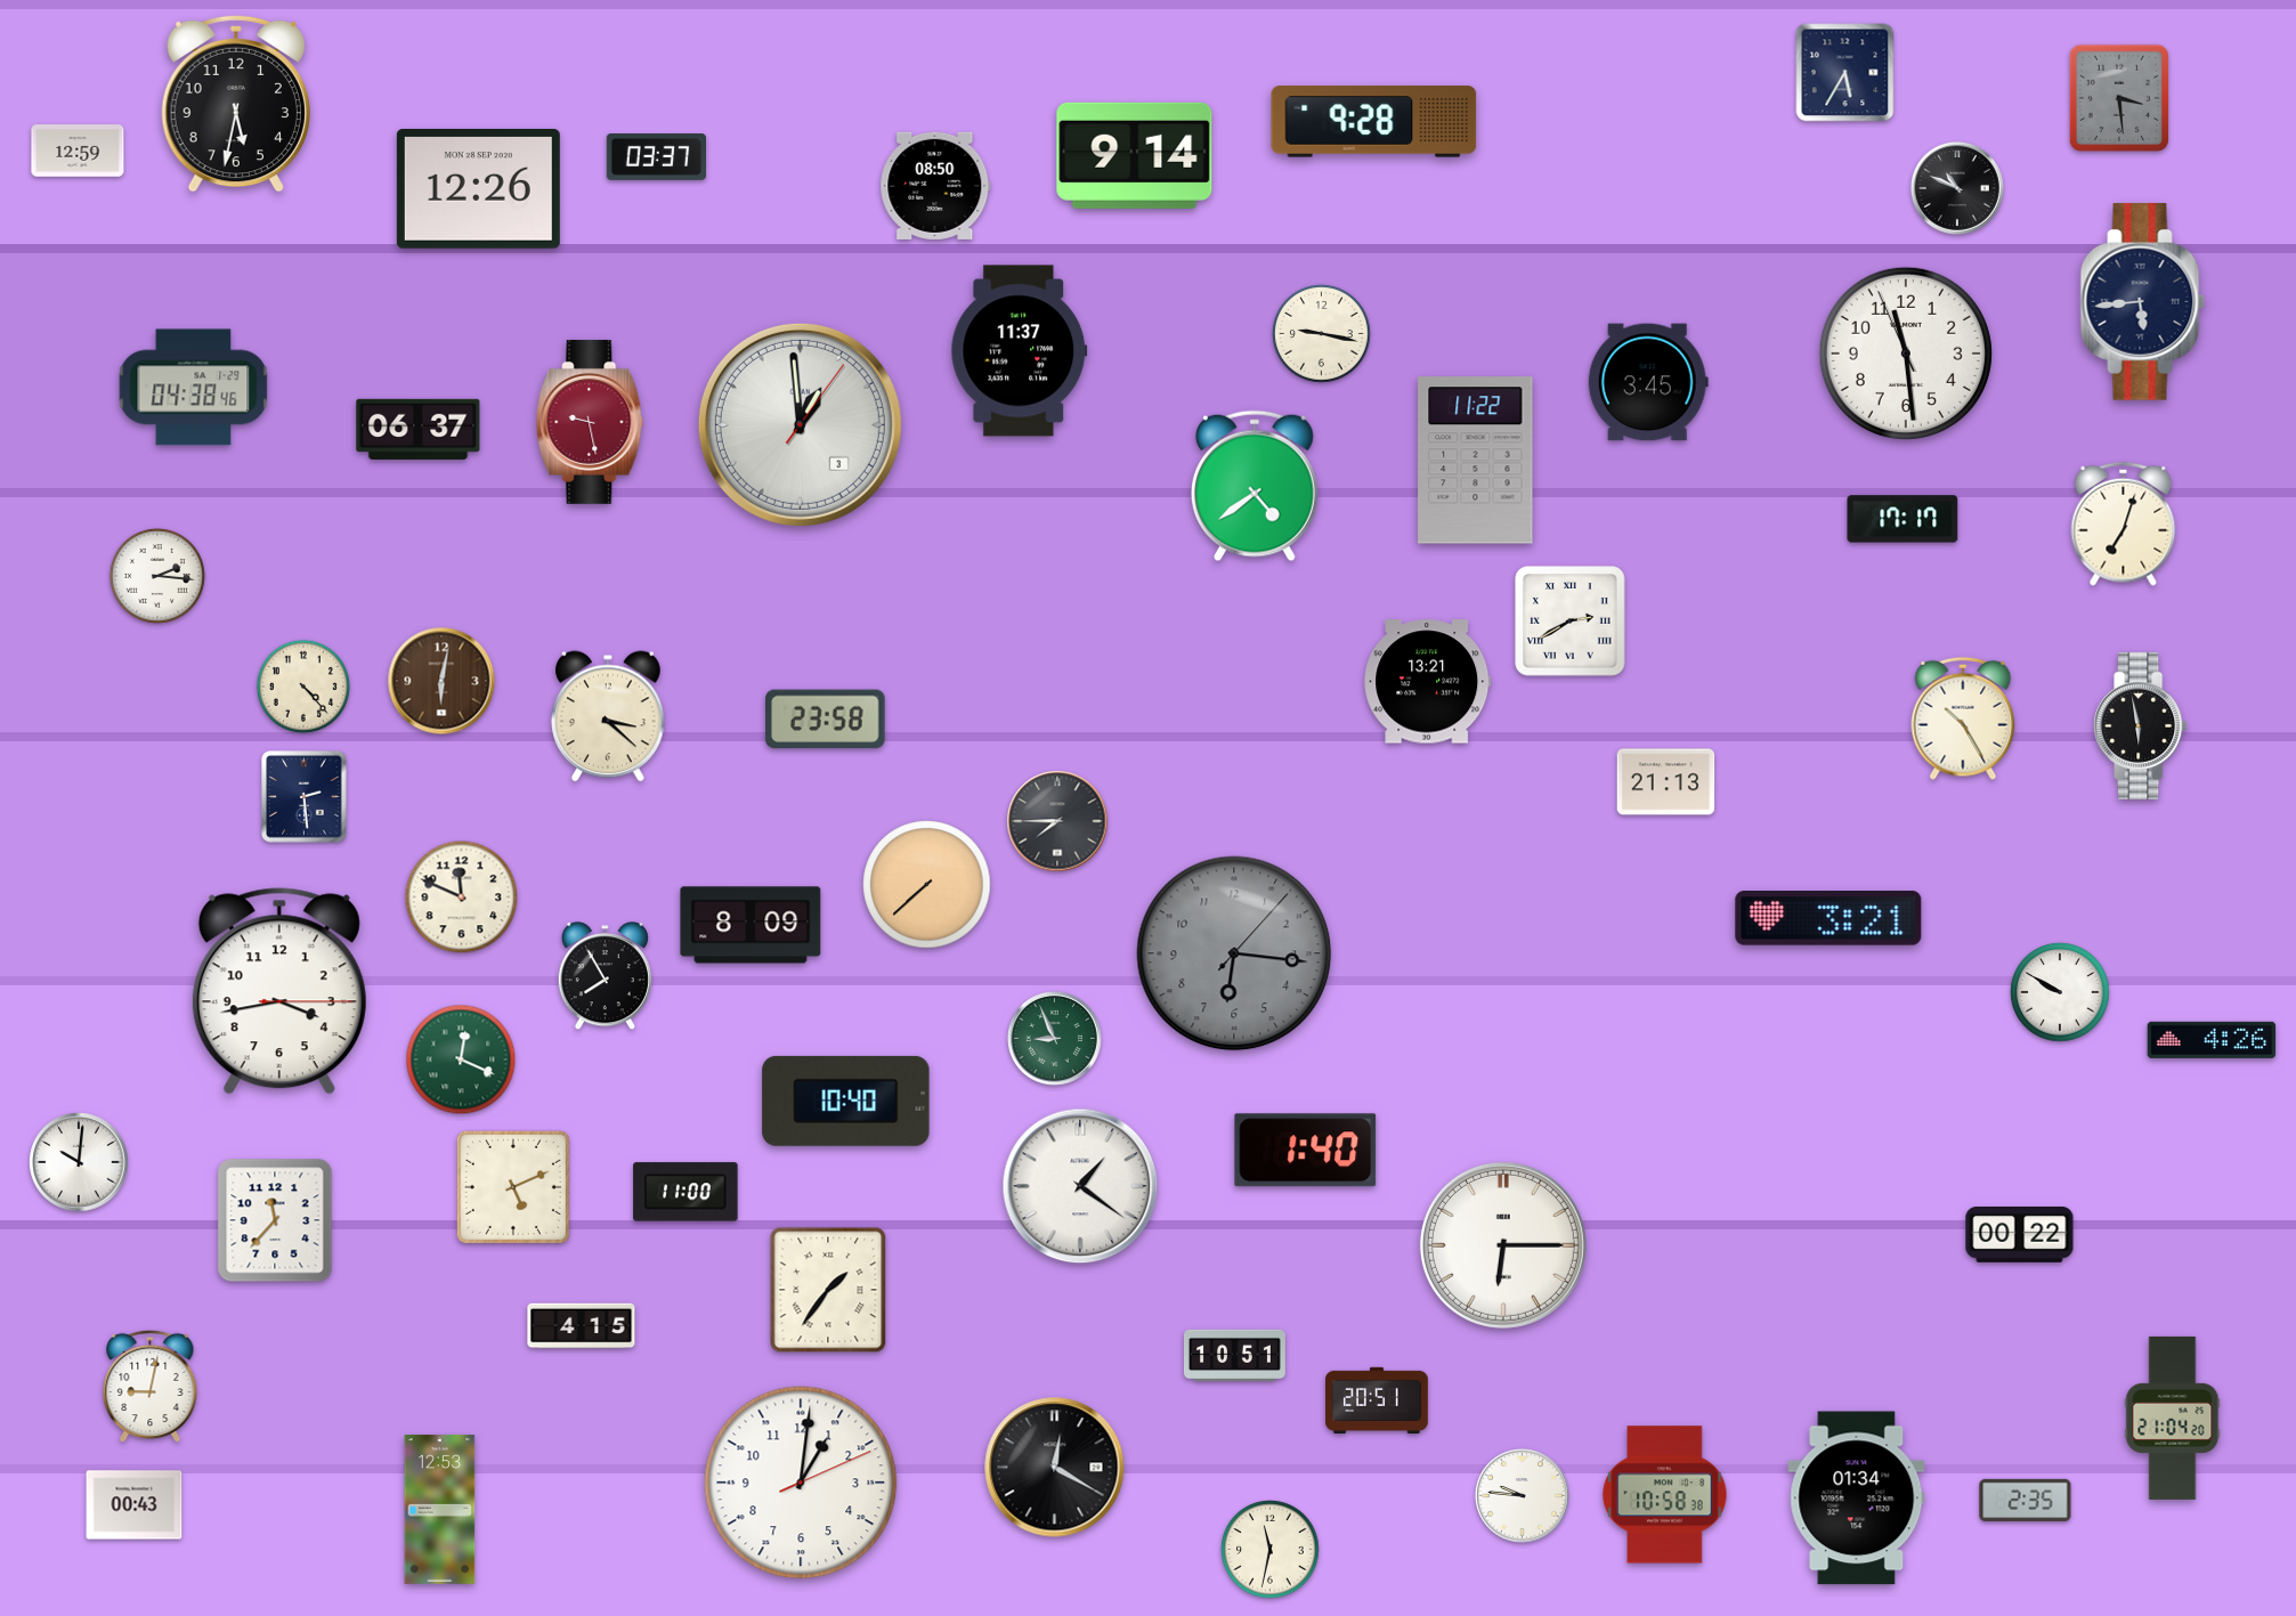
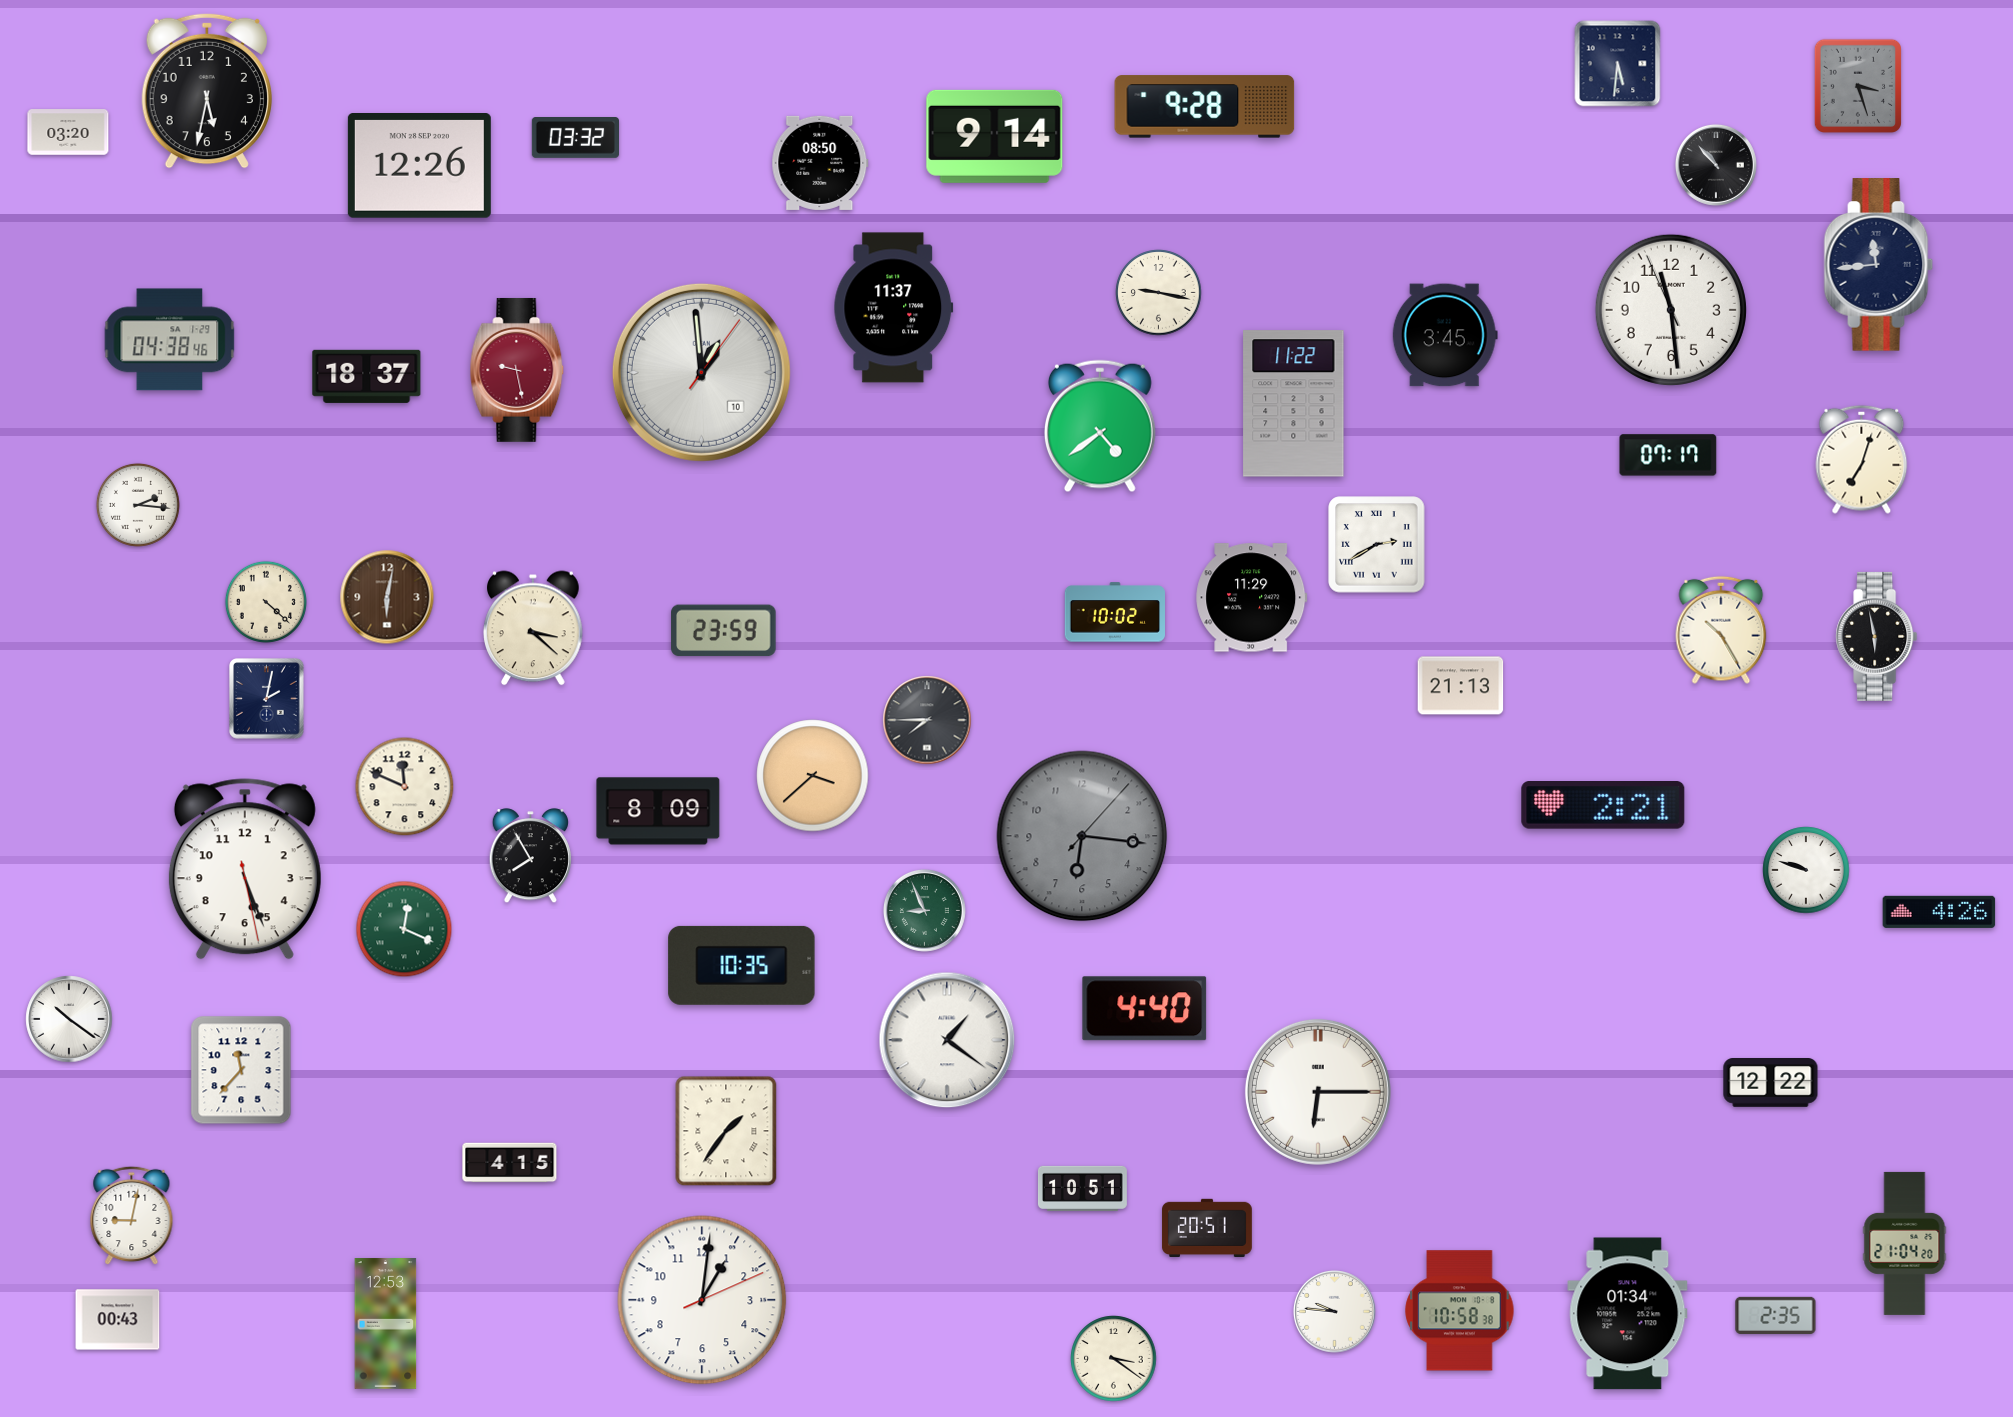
clock at (1845, 73): 5:35 -> 5:31
clock at (2119, 97): 3:29 -> 3:27
clock at (78, 151): 12:59 -> 03:20
clock at (656, 157): 03:37 -> 03:32
clock at (1957, 188): 10:49 -> 10:53
clock at (2143, 302): 5:44 -> 11:44
clock at (800, 424) date: 3 -> 10
clock at (419, 429): 06:37 -> 18:37
clock at (1902, 519): 17:17 -> 07:17
clock at (1428, 682): 13:21 -> 11:29
clock at (303, 687): 4:23 -> 4:22
clock at (1115, 612): none -> 10:02
clock at (826, 720): 23:58 -> 23:59
clock at (305, 797): 2:29 -> 2:02
clock at (927, 885): 7:38 -> 3:38
clock at (1828, 919): 3:21 -> 2:21
clock at (279, 991): 3:43 -> 5:26
clock at (2060, 992): 9:50 -> 9:48
clock at (846, 1101): 10:40 -> 10:35
clock at (1306, 1151): 1:40 -> 4:40
clock at (79, 1162): 10:01 -> 10:21
clock at (513, 1187): 5:11 -> none
clock at (685, 1192): 11:00 -> none
clock at (2020, 1235): 00:22 -> 12:22
clock at (1055, 1468): 12:20 -> none
clock at (1271, 1550): 11:32 -> 3:21
